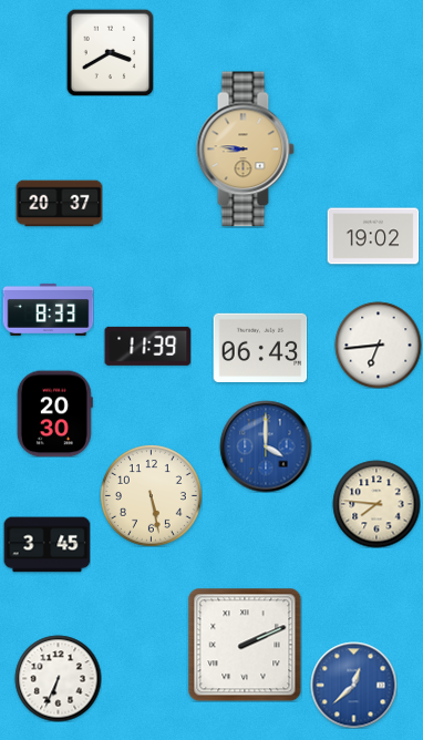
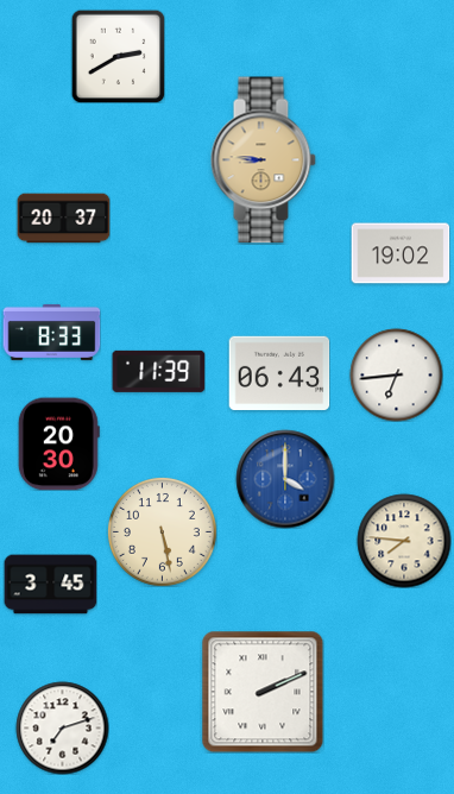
clock at (110, 52): 3:40 -> 2:40
clock at (378, 345) position: (378, 345) -> (396, 374)
clock at (58, 678): 6:34 -> 7:12
clock at (353, 685): 12:38 -> none
